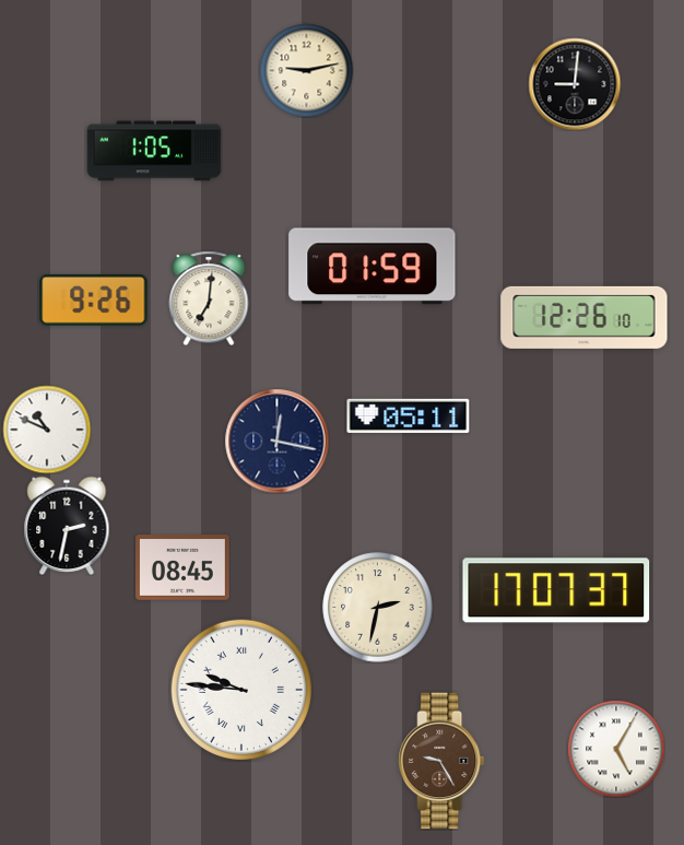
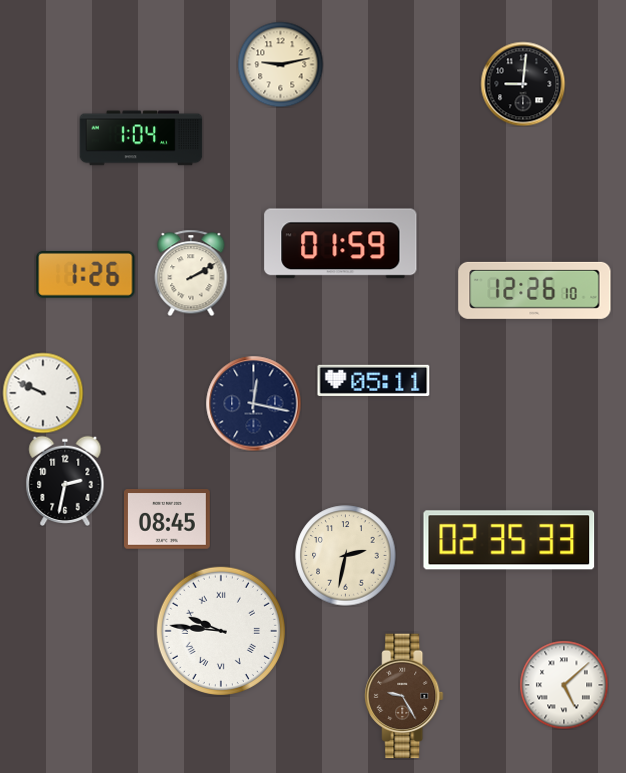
clock at (575, 84) position: (575, 84) -> (523, 84)
clock at (154, 151): 1:05 -> 1:04
clock at (209, 298): 7:01 -> 2:10
clock at (94, 300): 9:26 -> 1:26
clock at (47, 430): 10:49 -> 9:49
clock at (67, 525) position: (67, 525) -> (65, 480)
clock at (556, 590): 17:07 -> 02:35
clock at (616, 749): 5:05 -> 5:08
